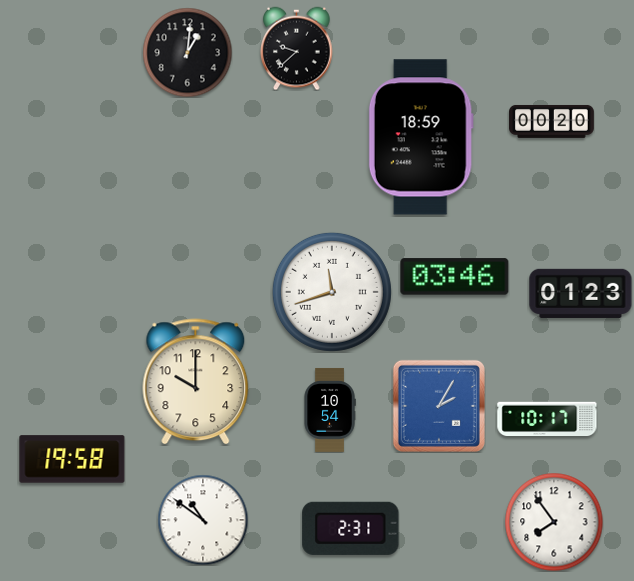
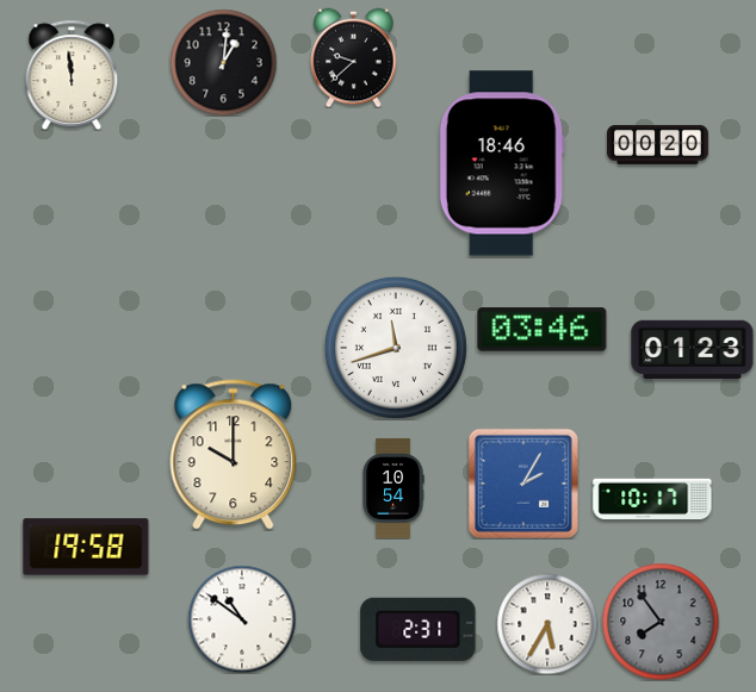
clock at (72, 75): none -> 11:59
clock at (421, 137): 18:59 -> 18:46
clock at (554, 522) dial: white -> grey
clock at (547, 624): none -> 5:35
